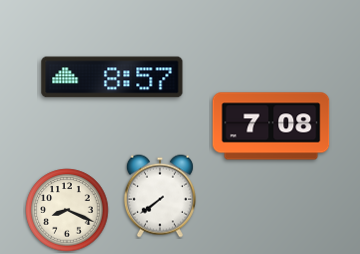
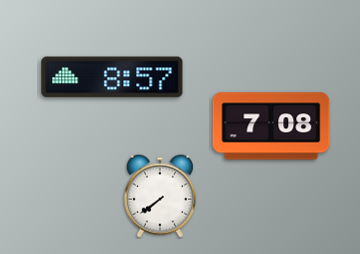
clock at (67, 210): 8:19 -> none
